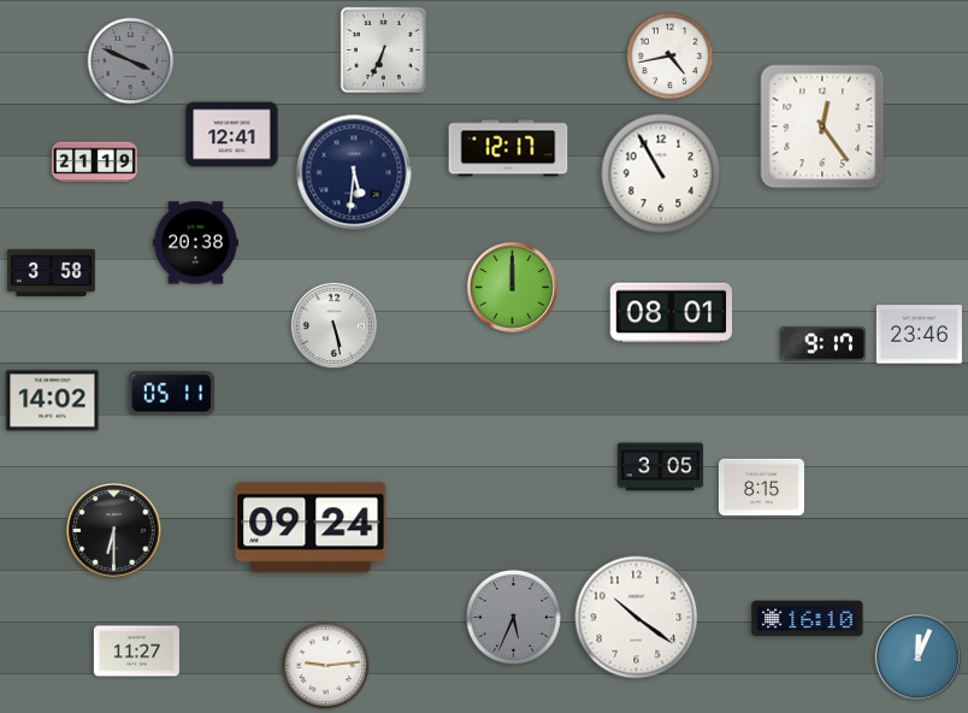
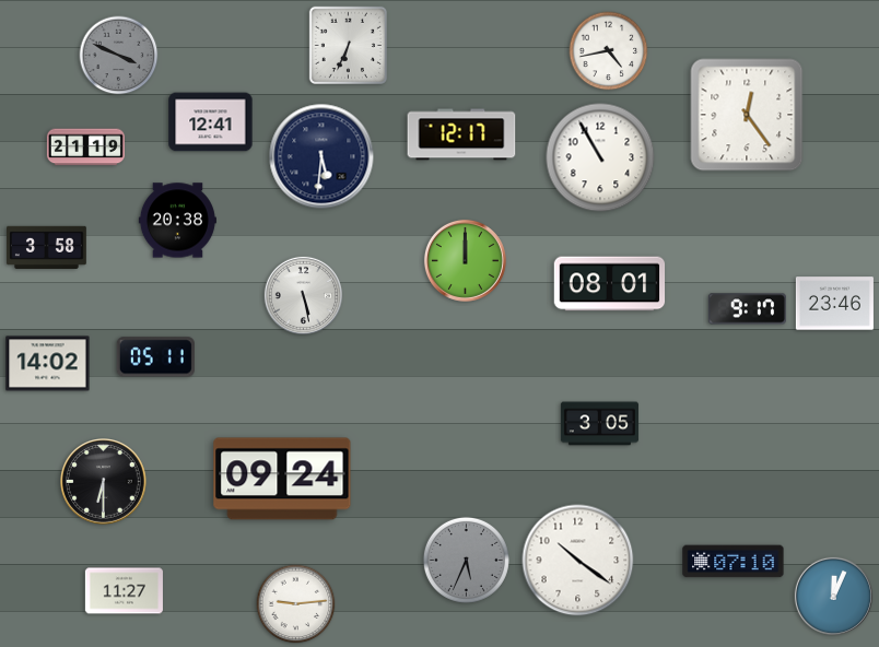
clock at (822, 344) position: (822, 344) -> (747, 309)
clock at (761, 487): 8:15 -> none
clock at (808, 619): 16:10 -> 07:10
